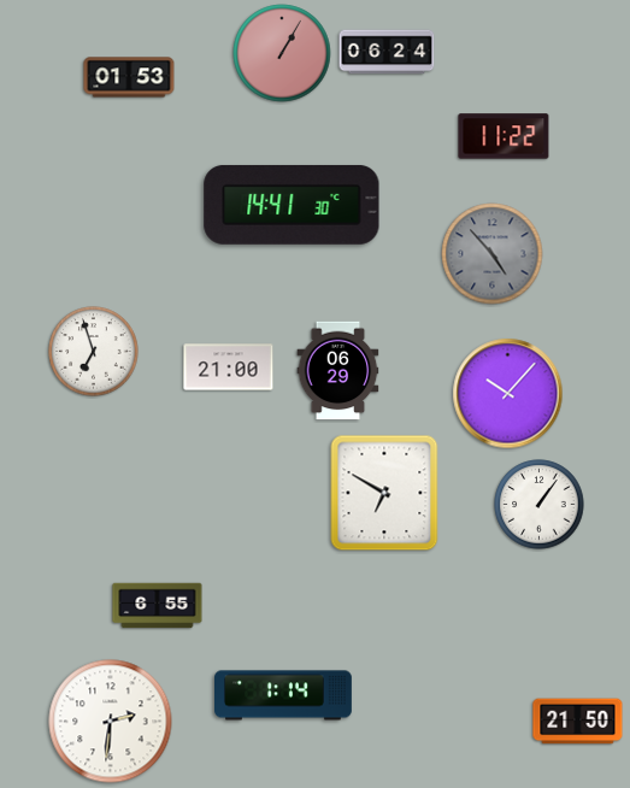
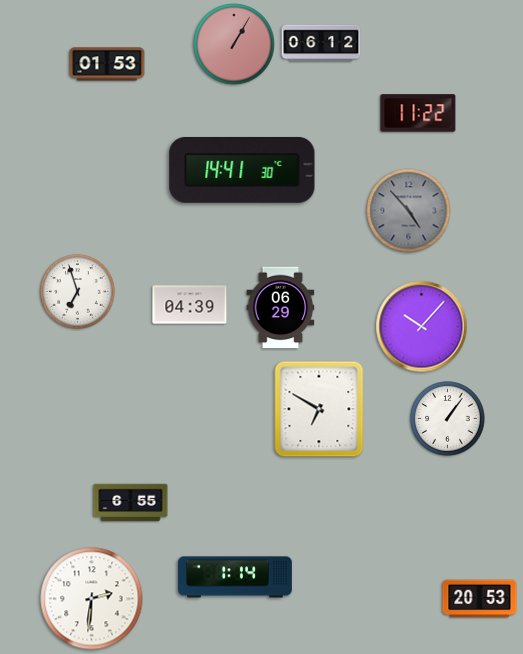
clock at (387, 52): 06:24 -> 06:12
clock at (229, 367): 21:00 -> 04:39
clock at (578, 722): 21:50 -> 20:53
